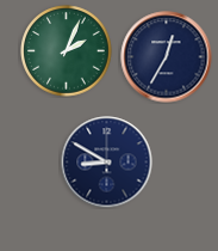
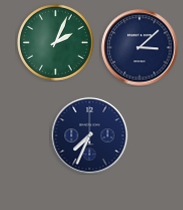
clock at (167, 57): 12:35 -> 3:08
clock at (107, 163): 8:50 -> 7:34
